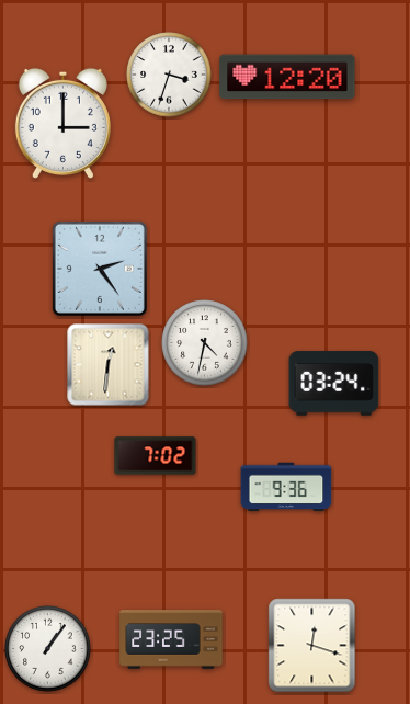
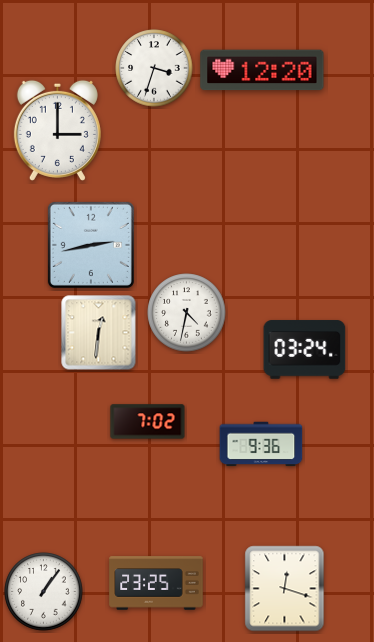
clock at (62, 123) position: (62, 123) -> (57, 130)
clock at (100, 269): 2:24 -> 2:43
clock at (156, 456) position: (156, 456) -> (148, 422)
